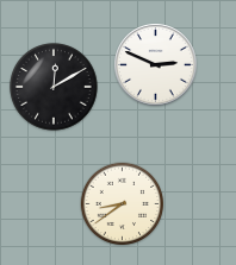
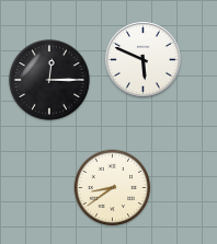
clock at (156, 65): 2:49 -> 5:49
clock at (54, 87): 12:10 -> 12:15
